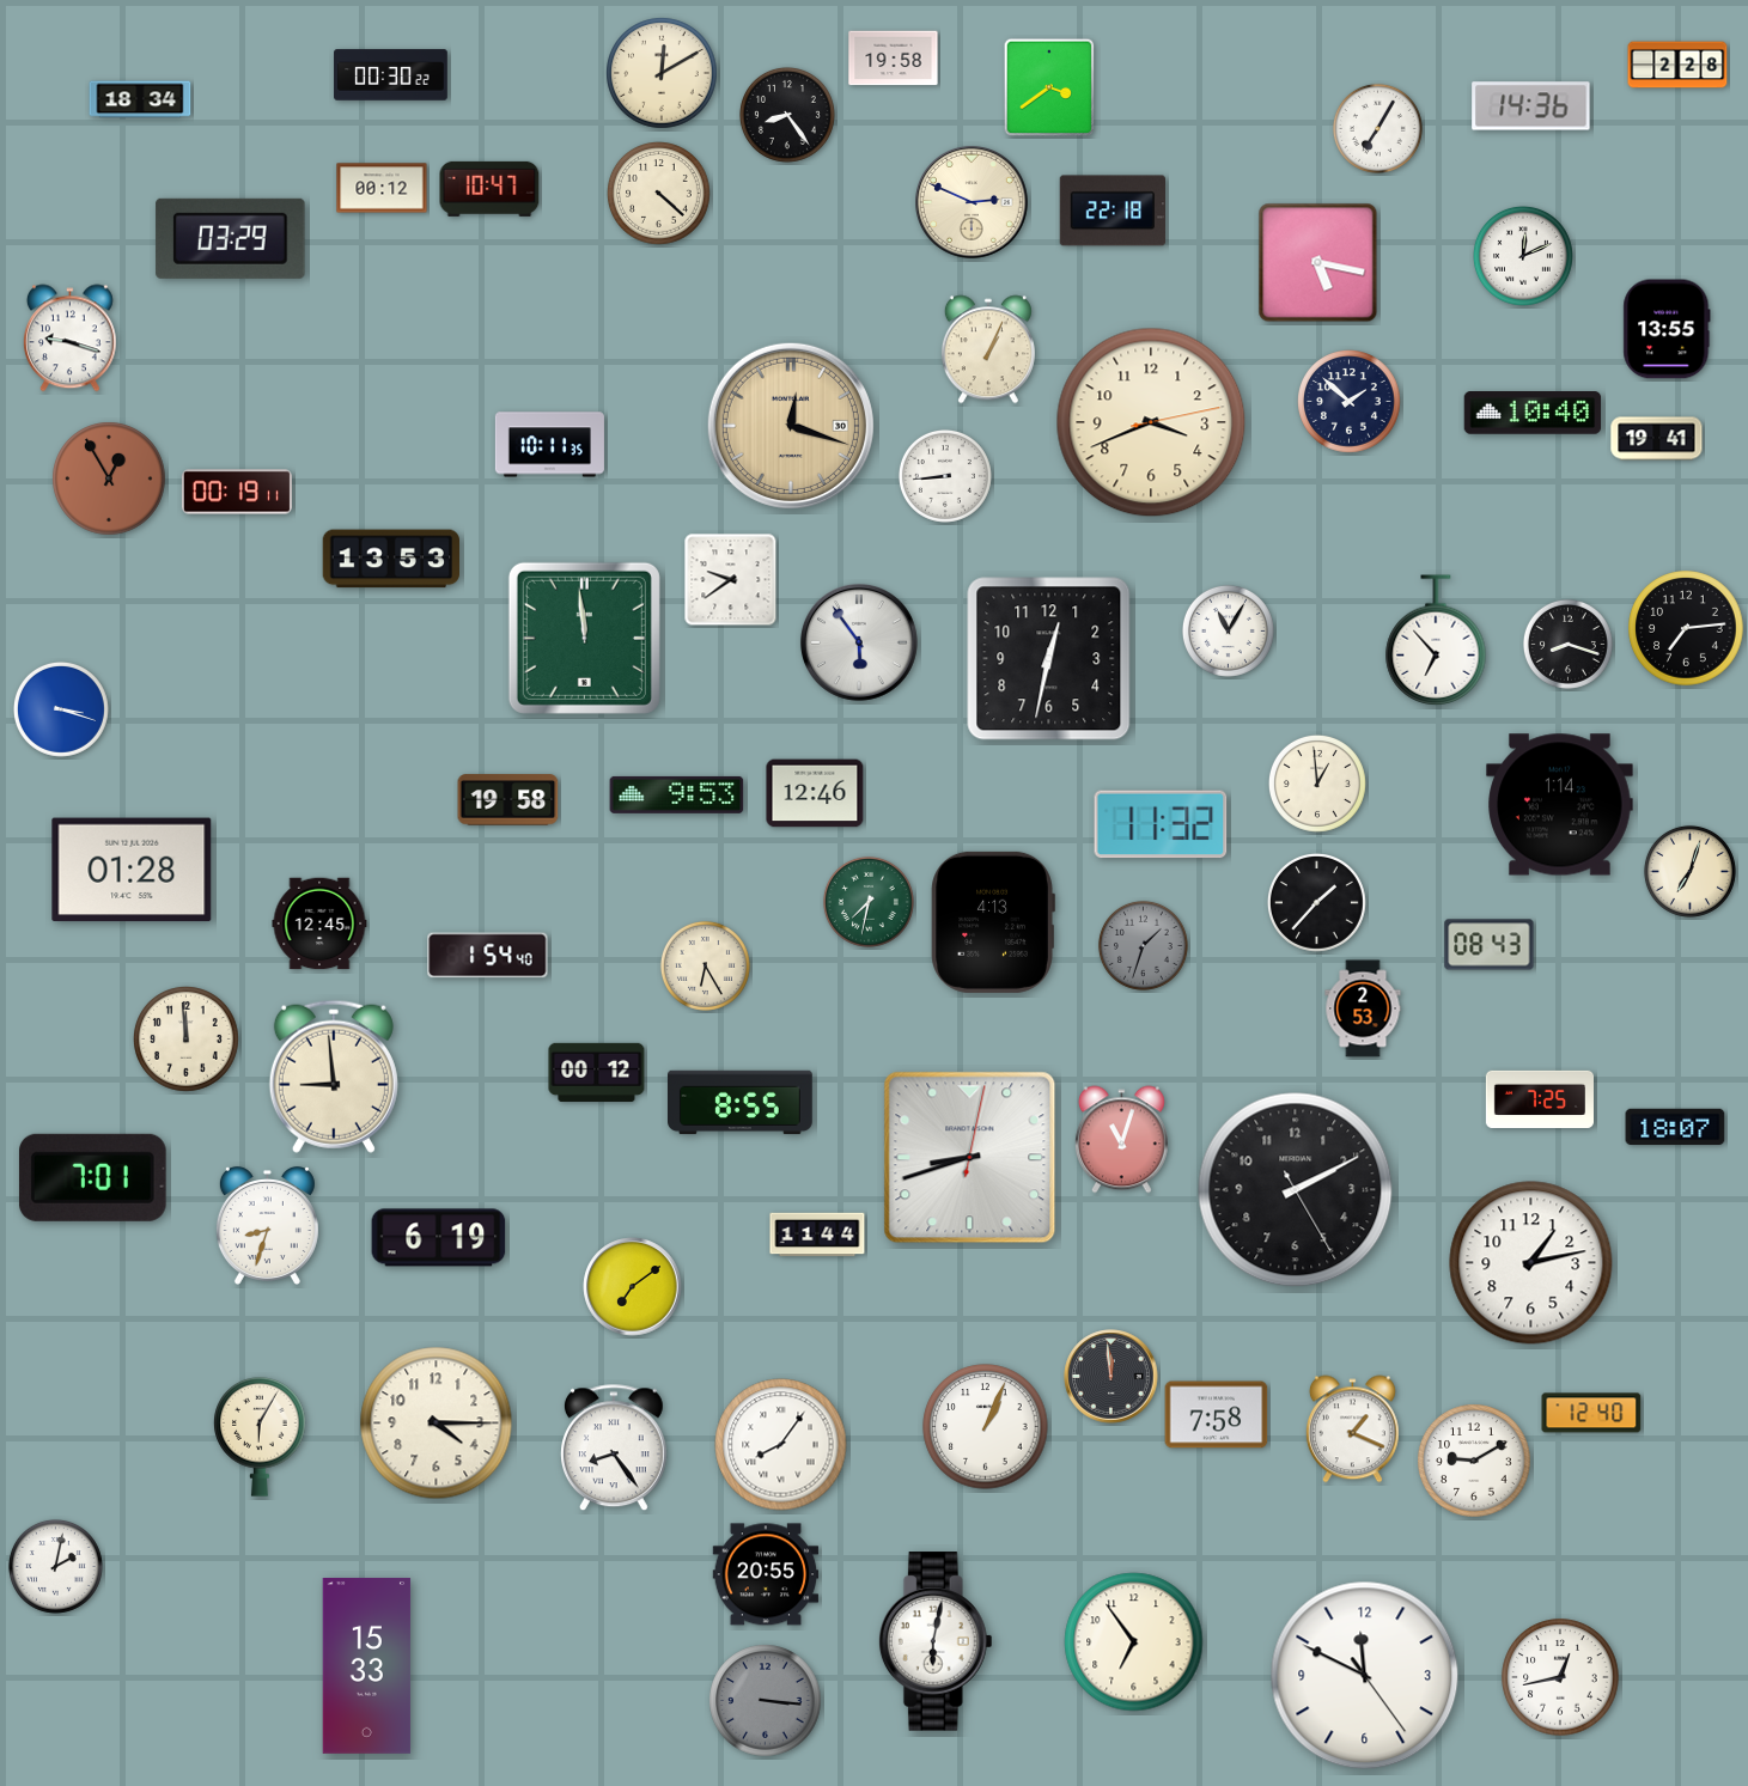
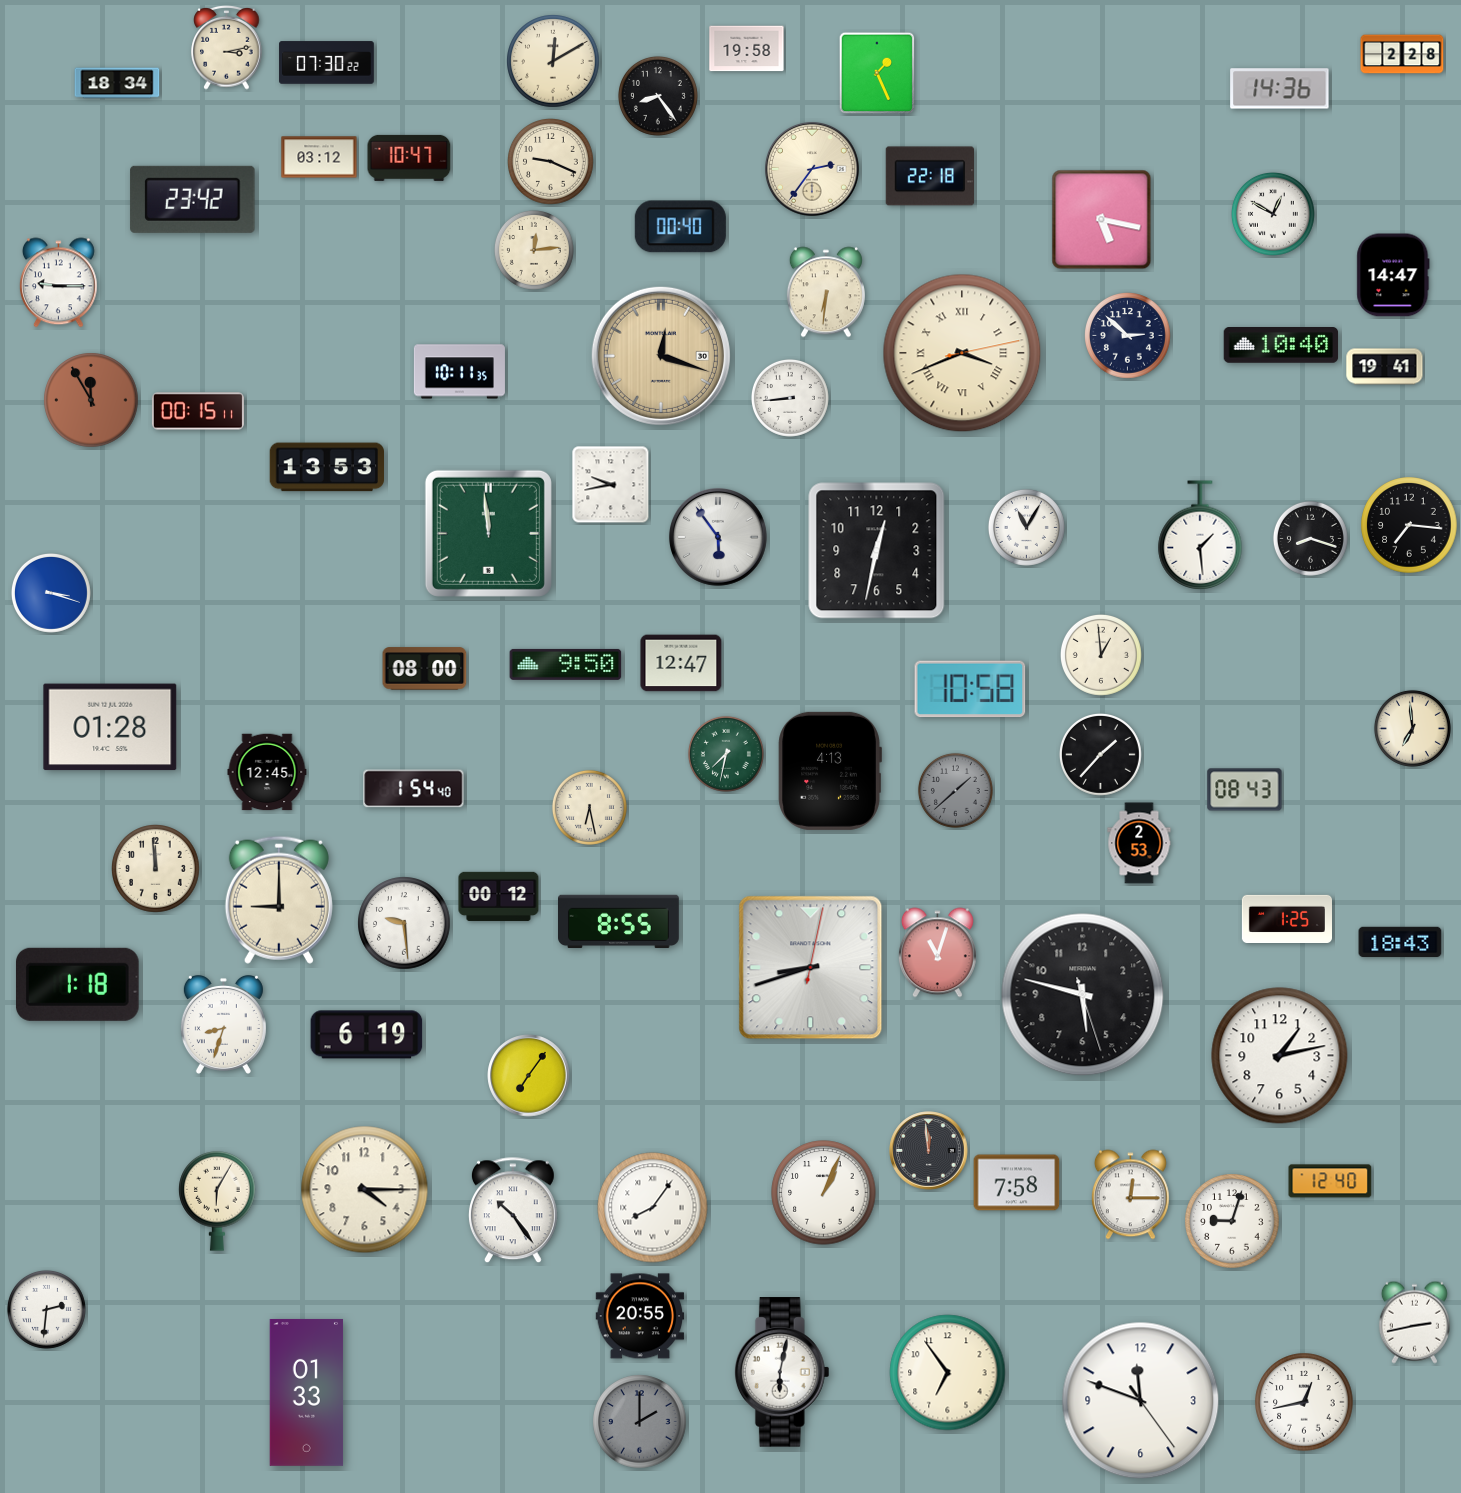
clock at (227, 48): none -> 3:13
clock at (391, 75): 00:30 -> 07:30
clock at (1049, 87): 3:39 -> 1:26
clock at (1377, 128): 7:05 -> none
clock at (382, 188): 00:12 -> 03:12
clock at (659, 194): 4:22 -> 9:19
clock at (973, 203): 2:49 -> 2:36
clock at (231, 238): 03:29 -> 23:42
clock at (1524, 257): 12:11 -> 12:50
clock at (680, 227): none -> 00:40
clock at (534, 250): none -> 12:14
clock at (1667, 329): 13:55 -> 14:47
clock at (69, 339): 9:18 -> 9:15
clock at (988, 349): 1:04 -> 6:31
clock at (1350, 402): 1:52 -> 2:52
clock at (1151, 422) numerals: Arabic -> Roman
clock at (109, 478): 12:55 -> 11:55
clock at (237, 492): 00:19 -> 00:15
clock at (731, 580): 9:39 -> 9:43
clock at (1686, 628): 7:14 -> 7:16
clock at (1436, 640): 6:53 -> 1:29
clock at (815, 793): 12:46 -> 12:47
clock at (677, 794): 9:53 -> 9:50
clock at (508, 800): 19:58 -> 08:00
clock at (1560, 805): 1:14 -> none
clock at (1161, 824): 11:32 -> 10:58
clock at (1689, 871): 7:03 -> 6:59
clock at (1143, 945): 1:33 -> 1:38
clock at (488, 956) position: (488, 956) -> (414, 789)
clock at (705, 965): 6:25 -> 6:28
clock at (334, 1077): 8:59 -> 9:00
clock at (1539, 1098): 7:25 -> 1:25
clock at (404, 923): none -> 9:29
clock at (1675, 1127): 18:07 -> 18:43
clock at (92, 1177): 7:01 -> 1:18
clock at (1296, 1190): 2:10 -> 5:47
clock at (817, 1235): 11:44 -> none
clock at (633, 1287): 7:09 -> 7:06
clock at (1352, 1430): 1:19 -> 12:15
clock at (614, 1449): 8:24 -> 10:24
clock at (1474, 1461): 9:10 -> 9:03
clock at (55, 1566): 2:02 -> 2:31
clock at (1414, 1322): none -> 2:43
clock at (367, 1665): 15:33 -> 01:33
clock at (1365, 1676): 11:49 -> 11:48
clock at (766, 1701): 3:16 -> 2:00
